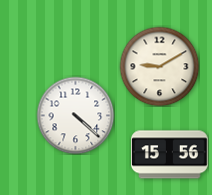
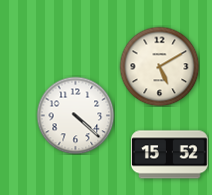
clock at (159, 66): 9:10 -> 5:10
clock at (170, 155): 15:56 -> 15:52
